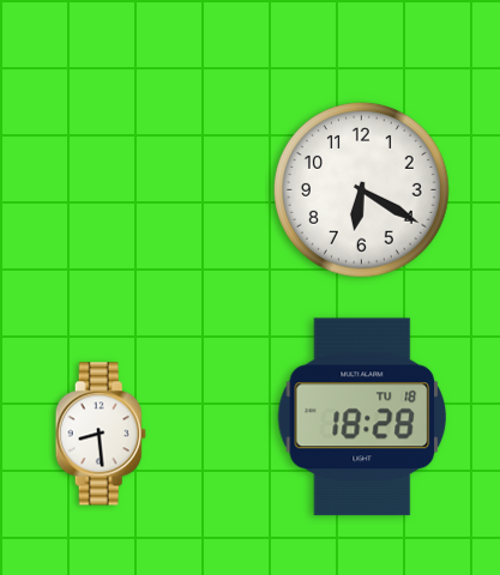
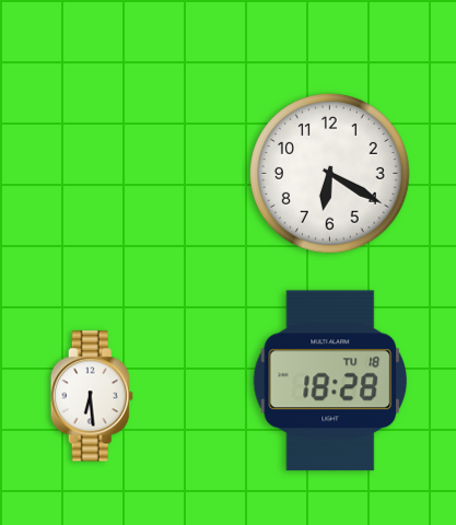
clock at (101, 434): 8:29 -> 6:29
